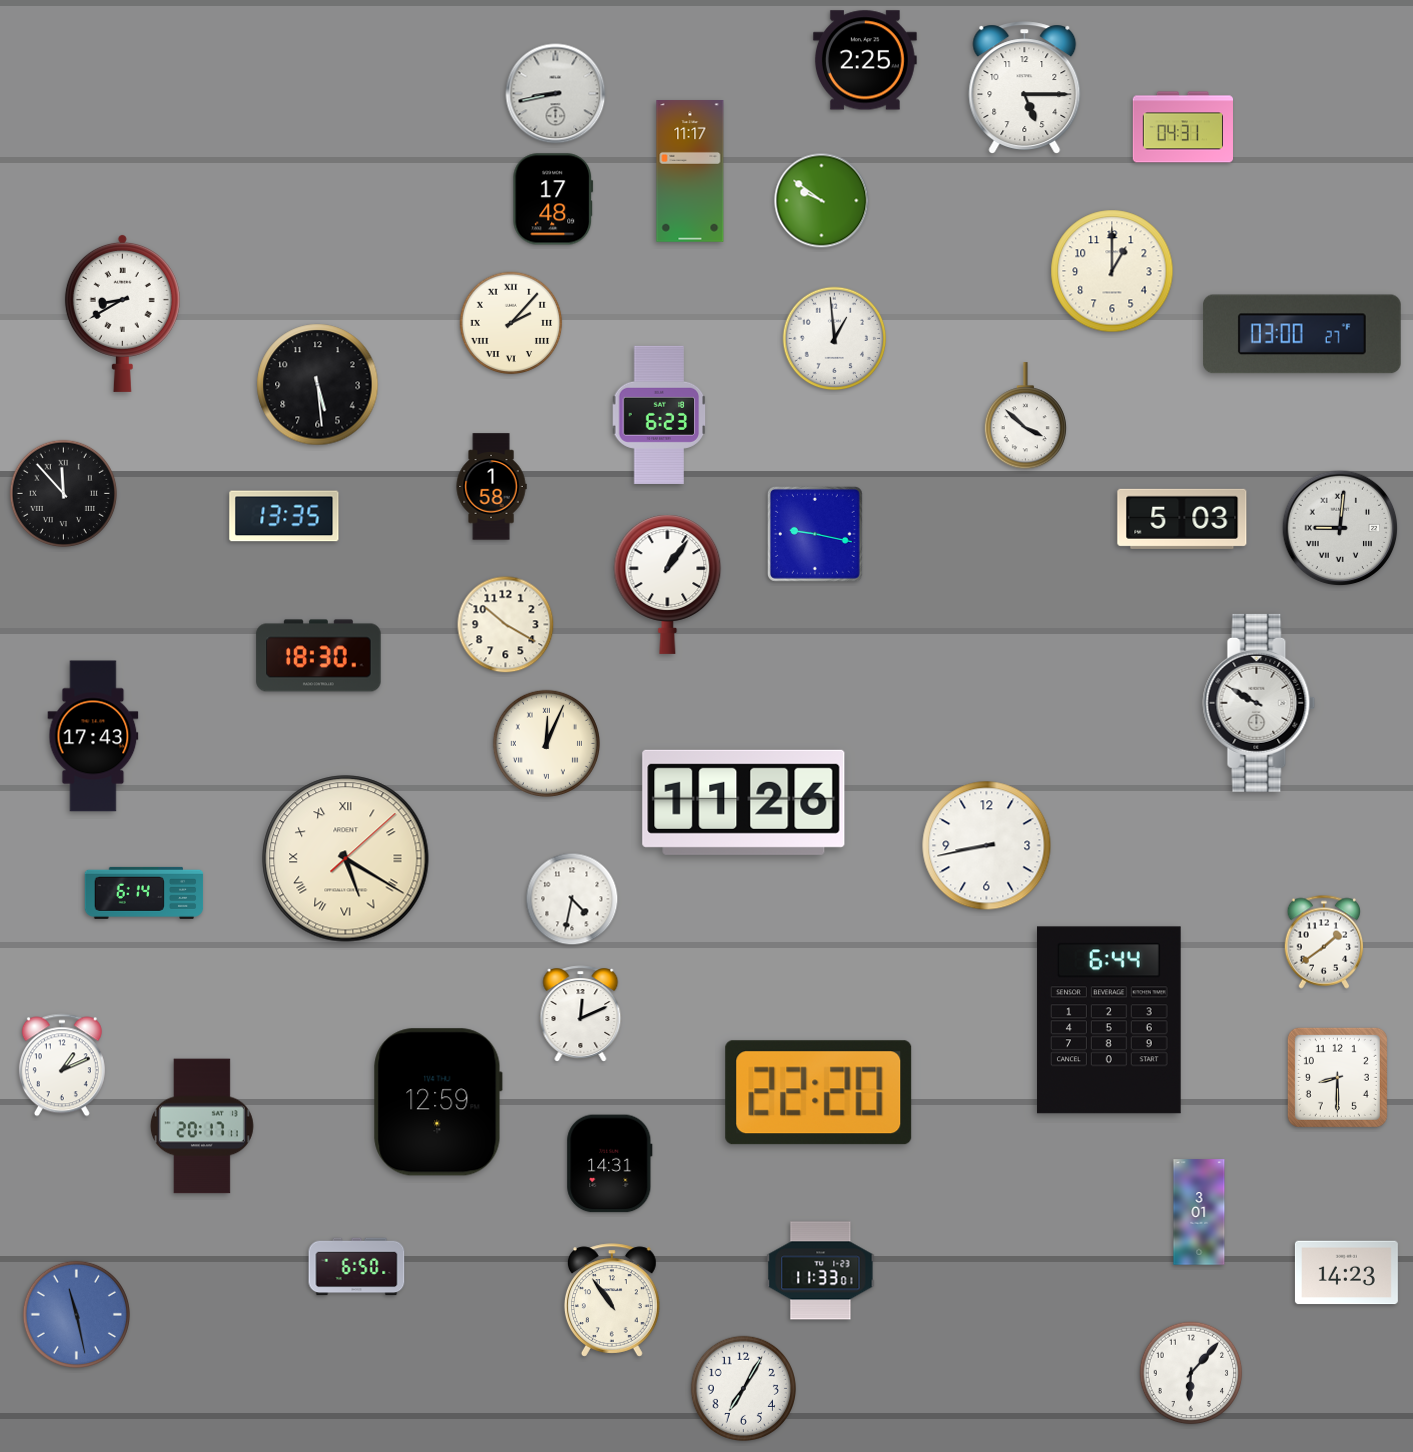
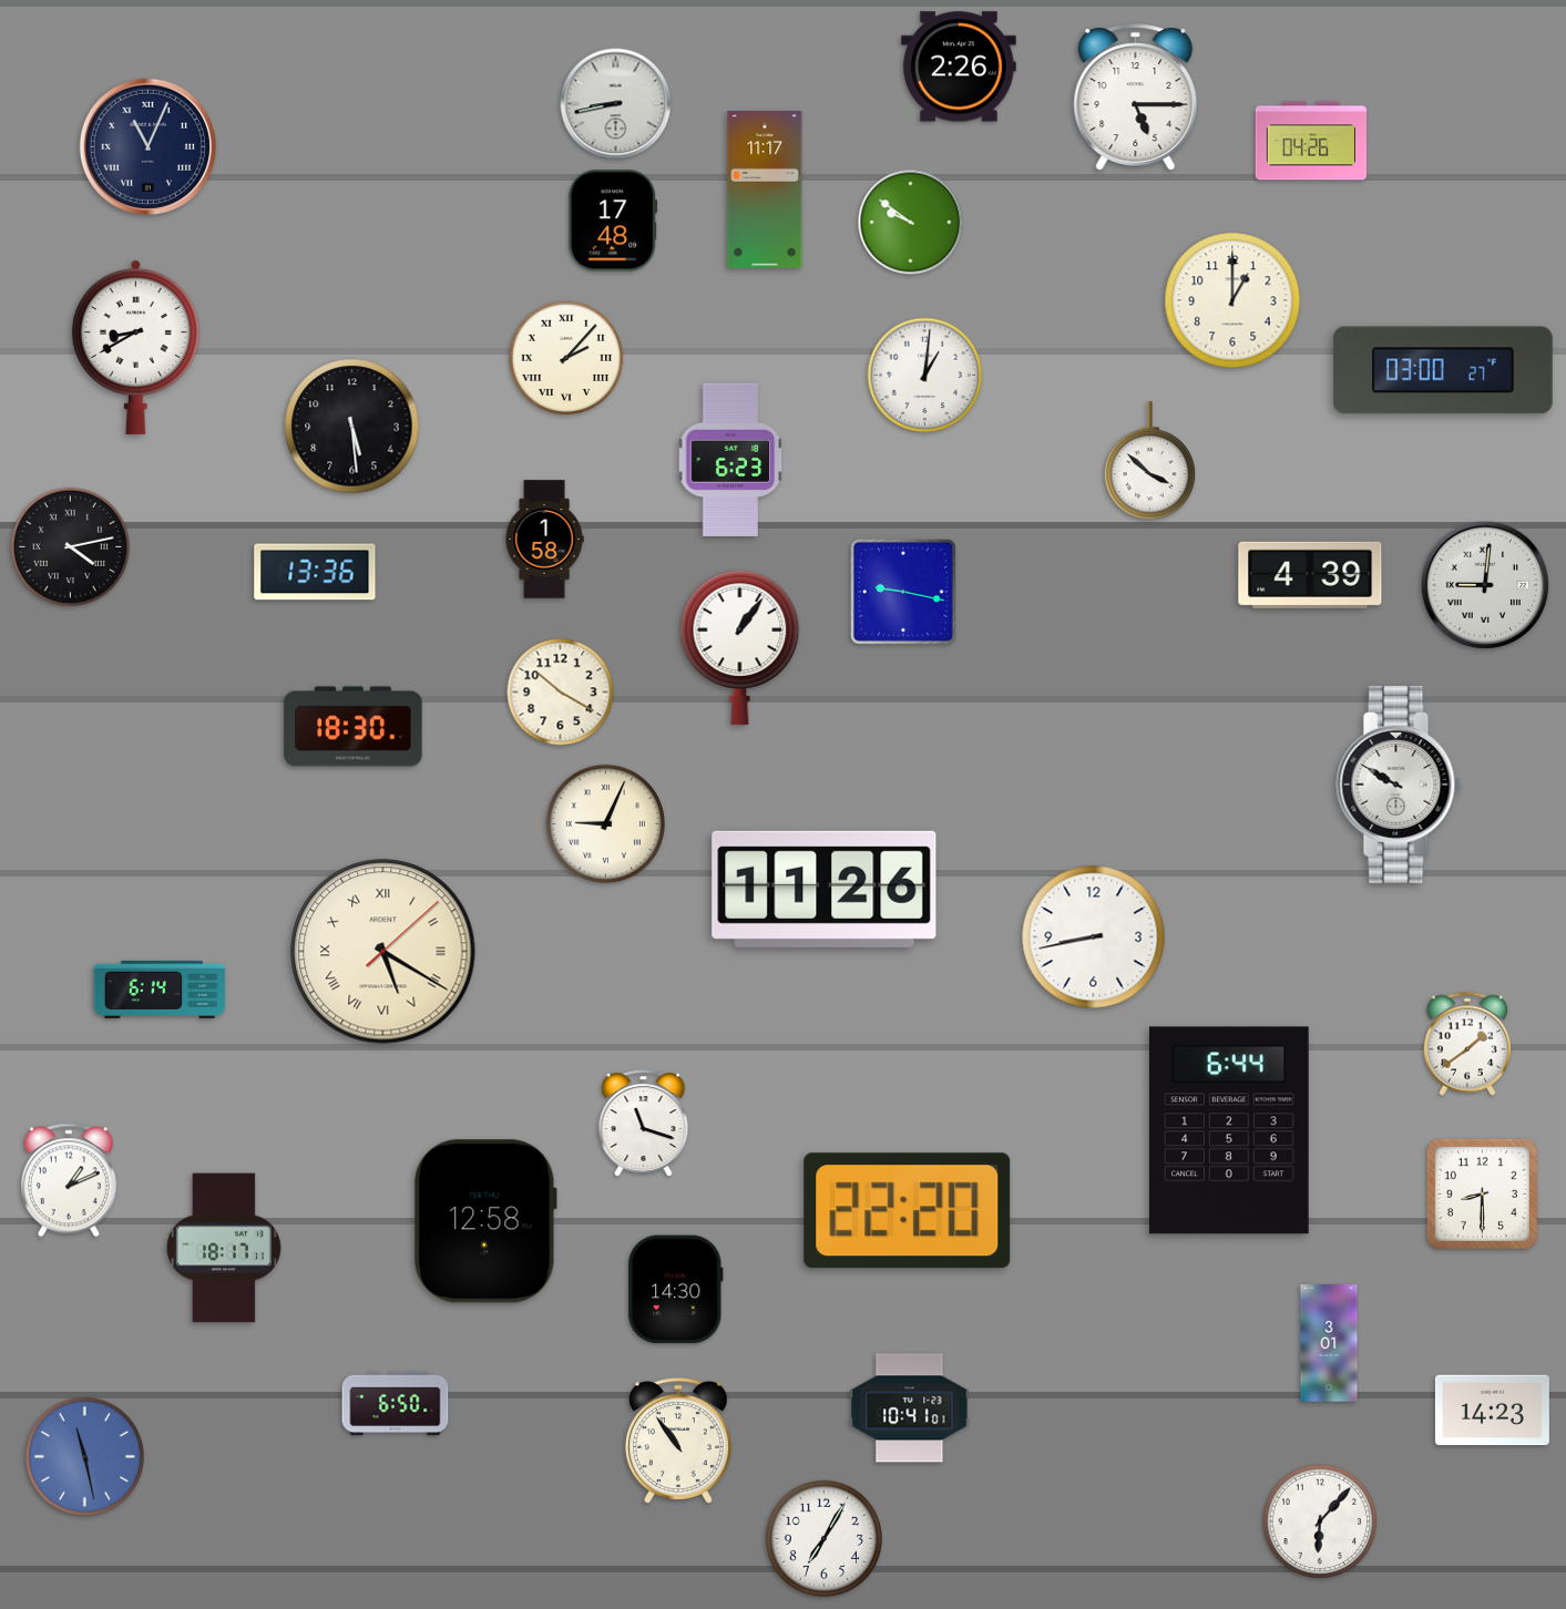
clock at (865, 60): 2:25 -> 2:26
clock at (1182, 127): 04:31 -> 04:26
clock at (147, 146): none -> 11:04
clock at (835, 339): 12:59 -> 1:01
clock at (1025, 416) position: (1025, 416) -> (1149, 461)
clock at (63, 493): 11:53 -> 4:13
clock at (284, 516): 13:35 -> 13:36
clock at (1182, 519): 5:03 -> 4:39
clock at (1259, 703) position: (1259, 703) -> (1399, 785)
clock at (93, 736): 17:43 -> none
clock at (546, 743): 12:04 -> 9:04
clock at (572, 899): 4:32 -> none
clock at (581, 1014): 12:11 -> 11:18
clock at (438, 1102): 12:59 -> 12:58
clock at (202, 1126): 20:17 -> 18:17
clock at (610, 1164): 14:31 -> 14:30
clock at (821, 1271): 11:33 -> 10:41
